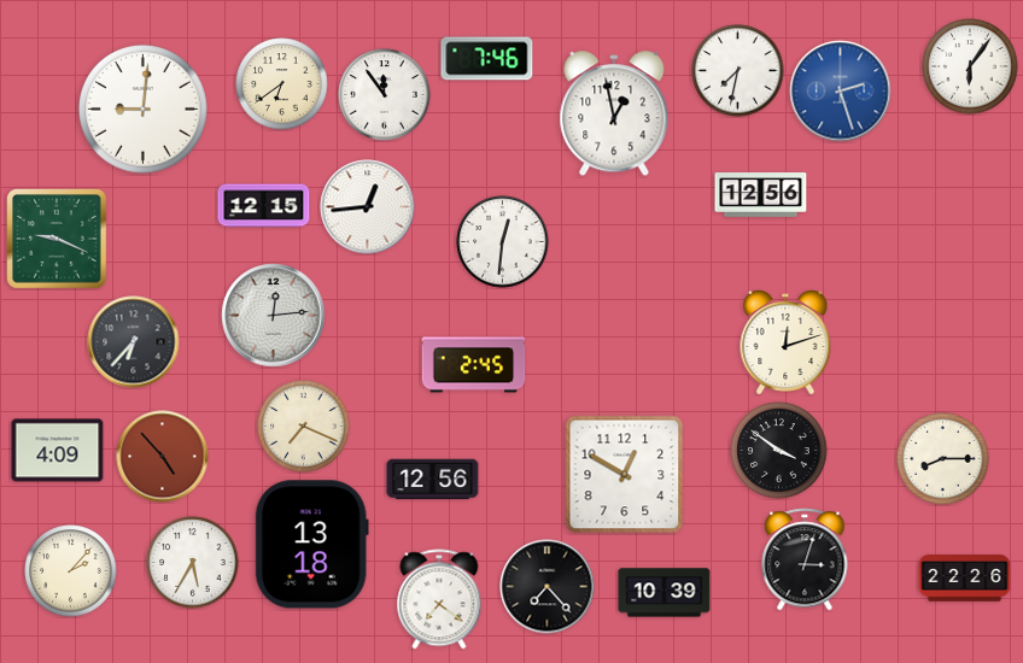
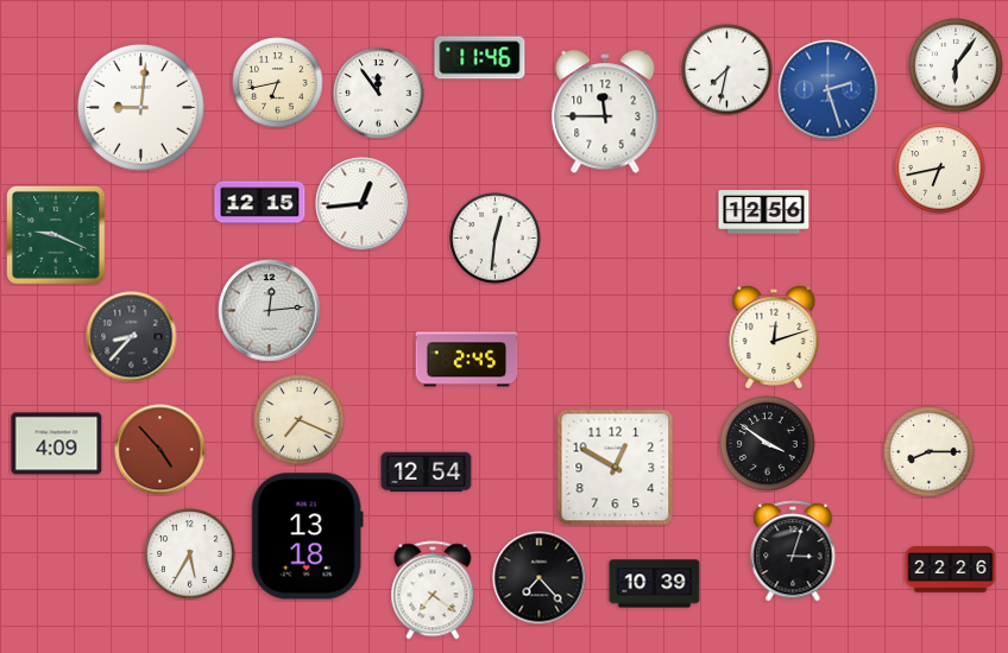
clock at (487, 59): 7:46 -> 11:46
clock at (282, 84): 6:39 -> 6:43
clock at (614, 115): 12:58 -> 11:45
clock at (940, 169): none -> 6:43
clock at (761, 195) position: (761, 195) -> (764, 213)
clock at (134, 342): 6:37 -> 8:37
clock at (433, 480): 12:56 -> 12:54
clock at (71, 571): 2:07 -> none
